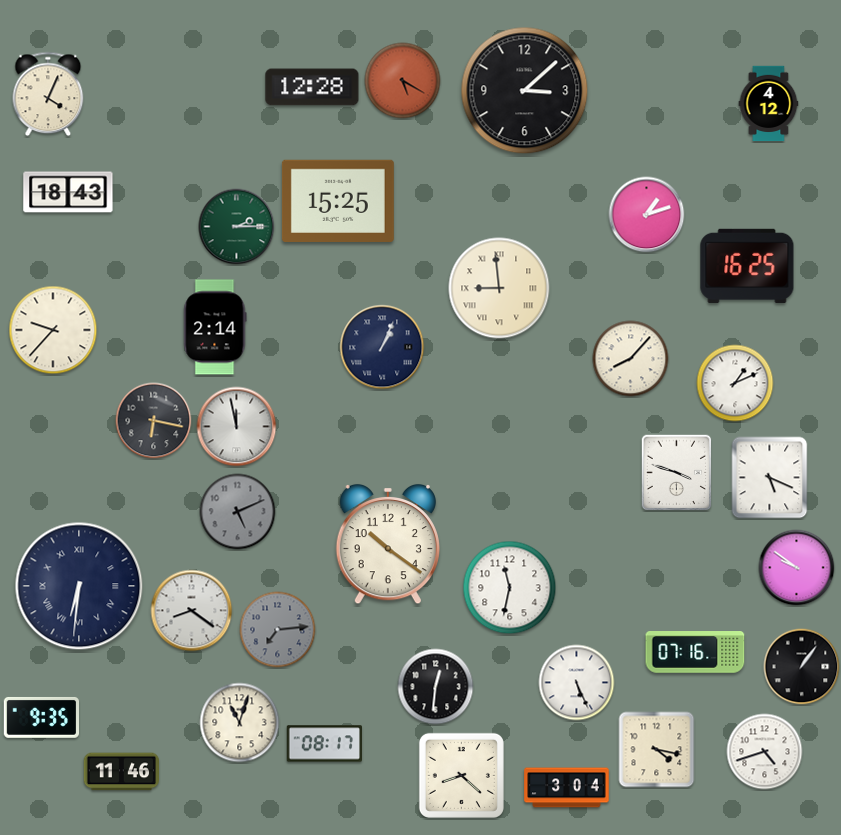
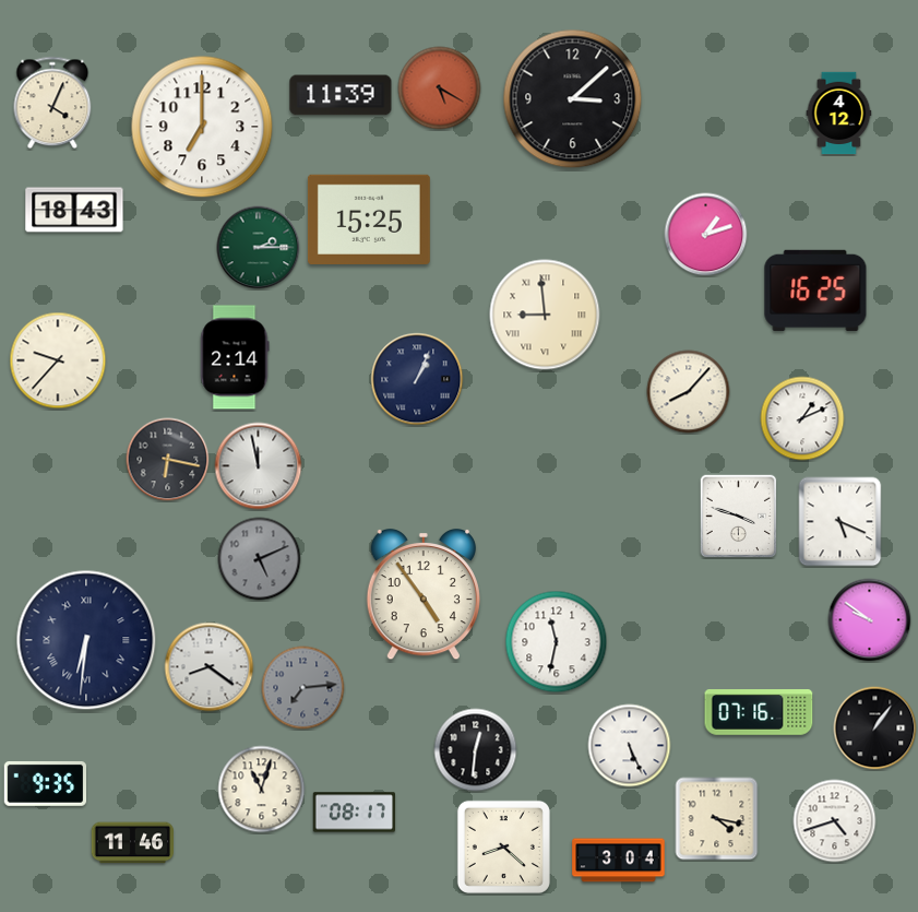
clock at (312, 87): 12:28 -> 11:39
clock at (202, 127): none -> 7:00
clock at (388, 544): 10:21 -> 4:54
